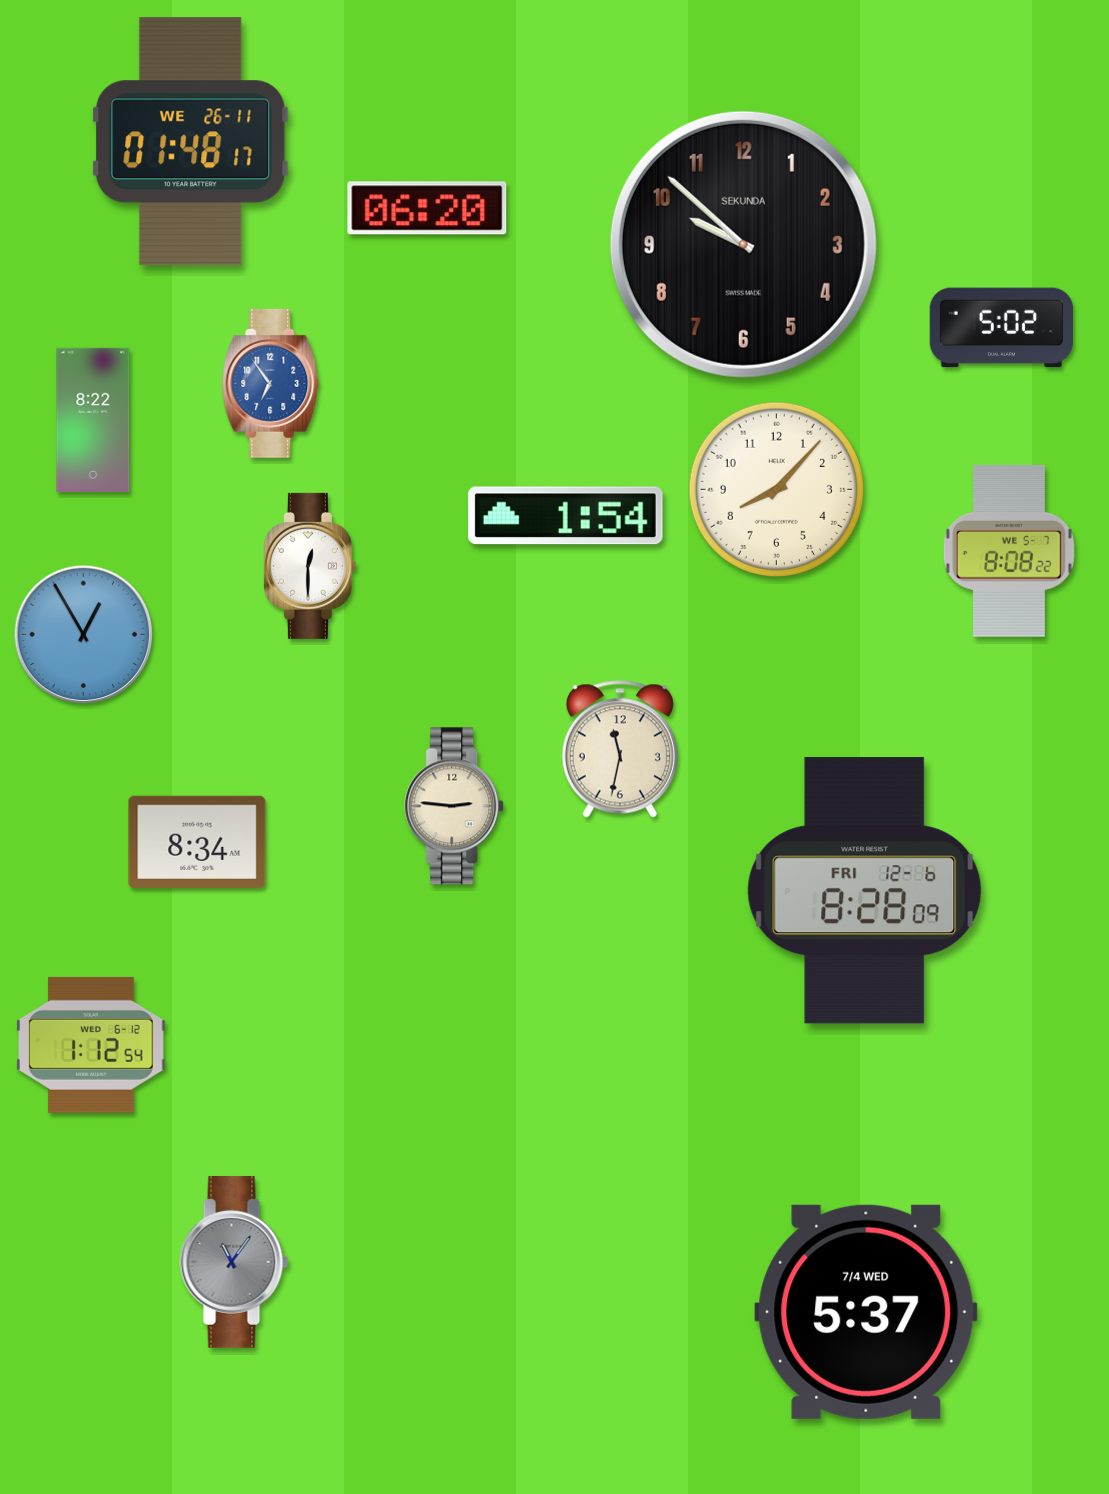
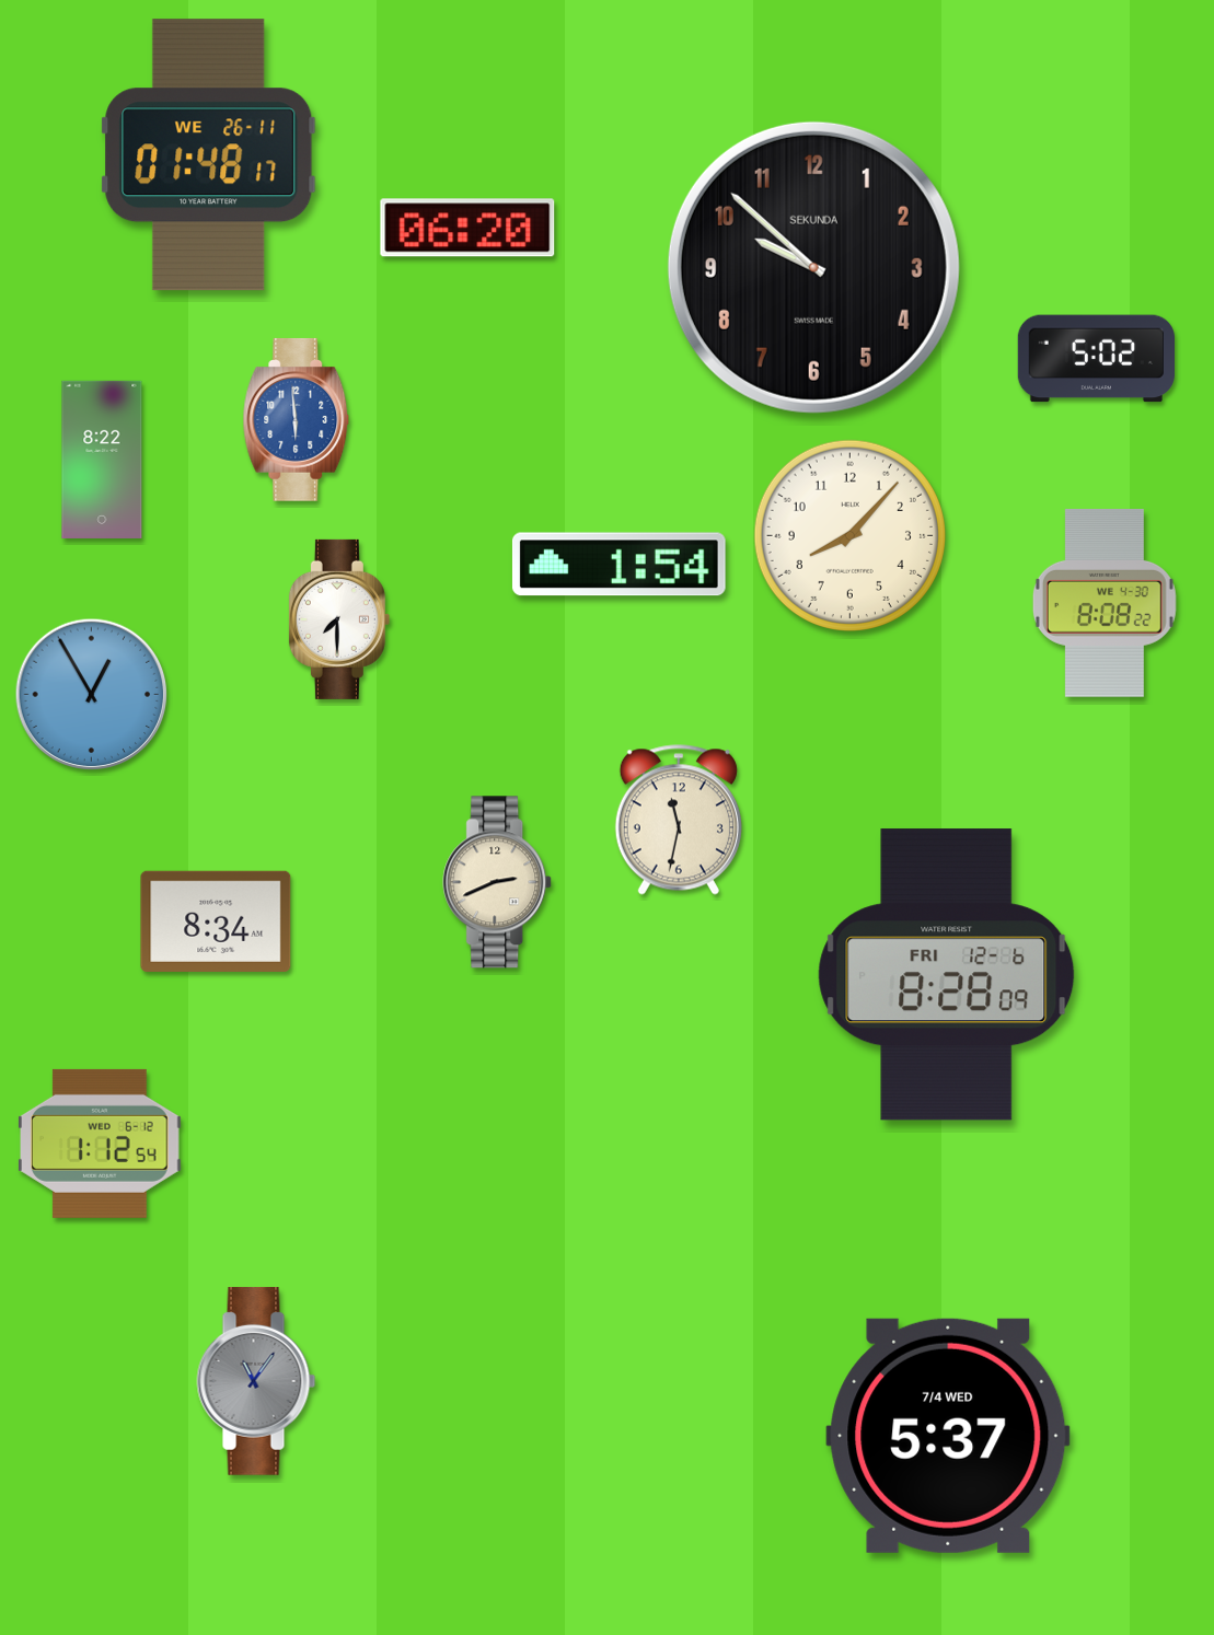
clock at (271, 383): 6:54 -> 5:59
clock at (1009, 551) date: WE 5-7 -> WE 4-30
clock at (310, 566): 12:30 -> 7:30
clock at (455, 806): 2:46 -> 2:41
